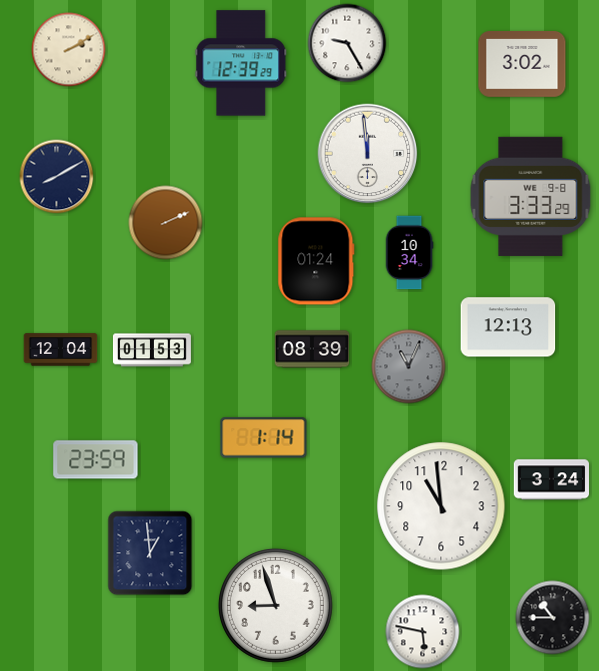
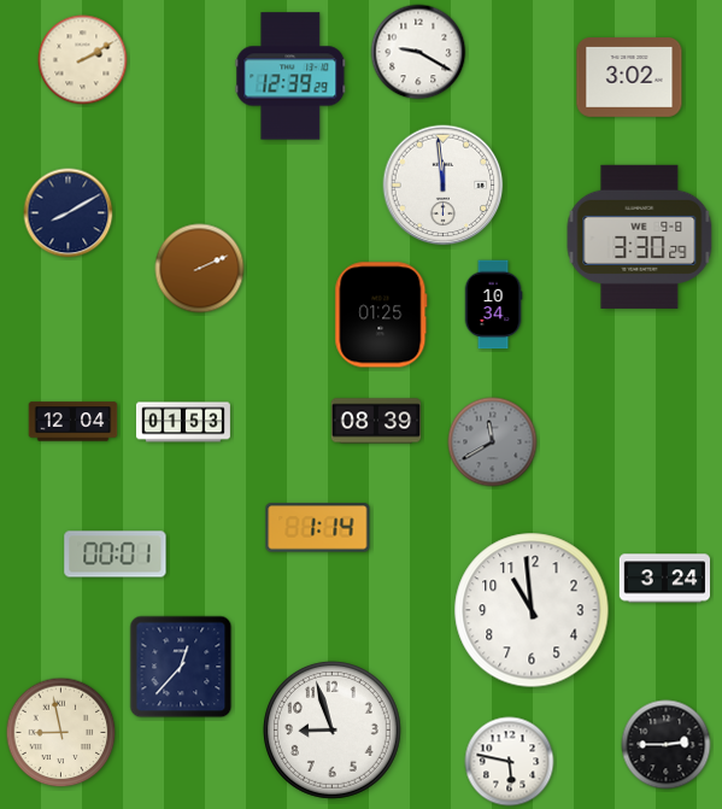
clock at (347, 43): 9:25 -> 9:20
clock at (531, 196): 3:33 -> 3:30
clock at (316, 261): 01:24 -> 01:25
clock at (508, 327): 12:13 -> none
clock at (409, 367): 11:04 -> 11:40
clock at (96, 460): 23:59 -> 00:01
clock at (150, 553): 12:59 -> 12:37
clock at (61, 733): none -> 8:58
clock at (553, 618): 10:45 -> 2:45
